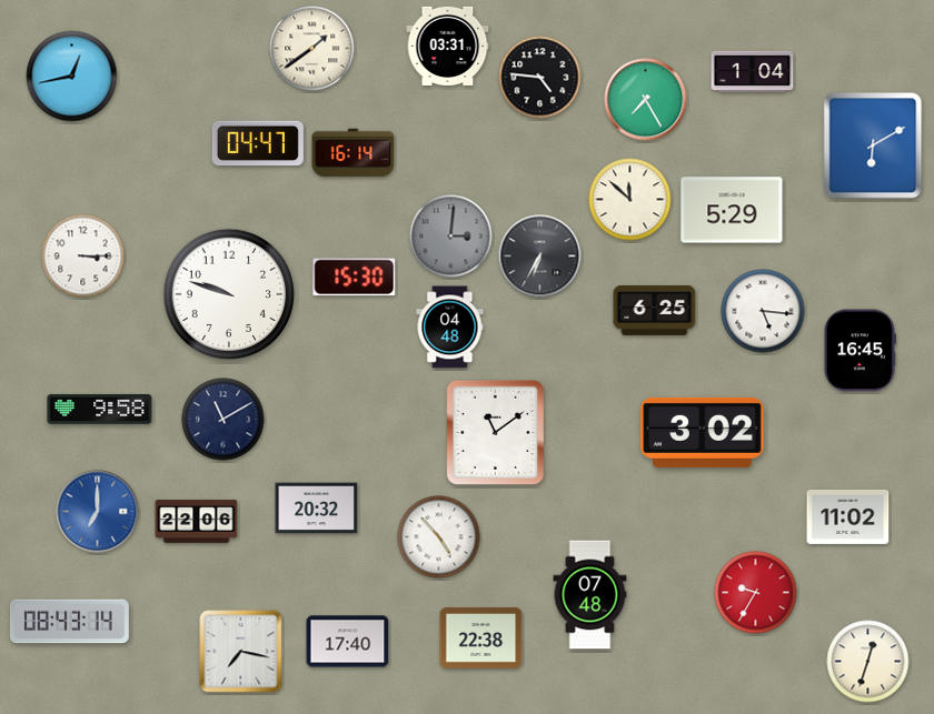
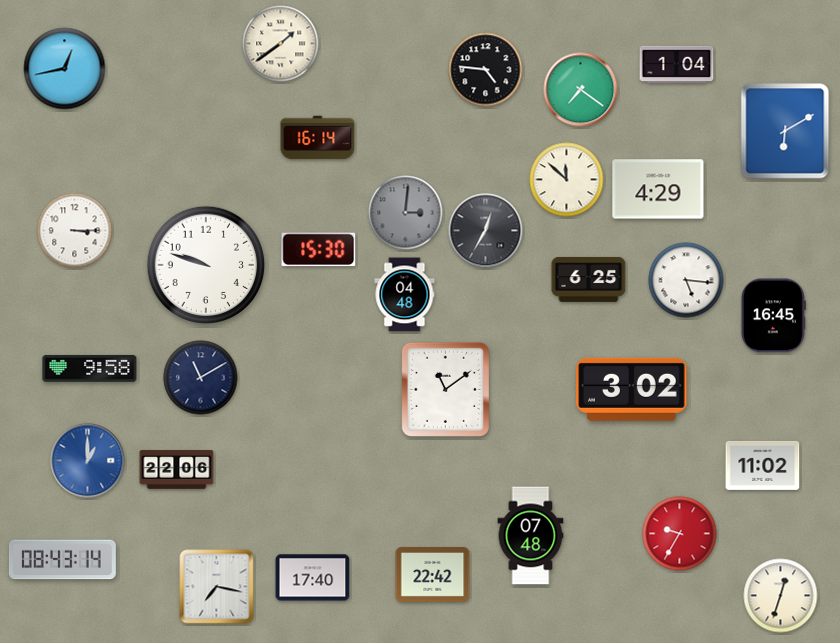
clock at (448, 46): 03:31 -> none
clock at (646, 100): 7:25 -> 7:21
clock at (258, 143): 04:47 -> none
clock at (732, 210): 5:29 -> 4:29
clock at (540, 257): 6:35 -> 12:35
clock at (317, 509): 20:32 -> none
clock at (98, 512): 7:00 -> 1:00
clock at (439, 537): 4:53 -> none
clock at (481, 638): 22:38 -> 22:42
